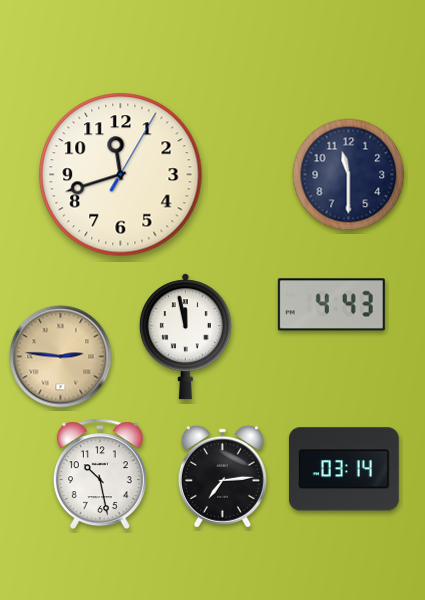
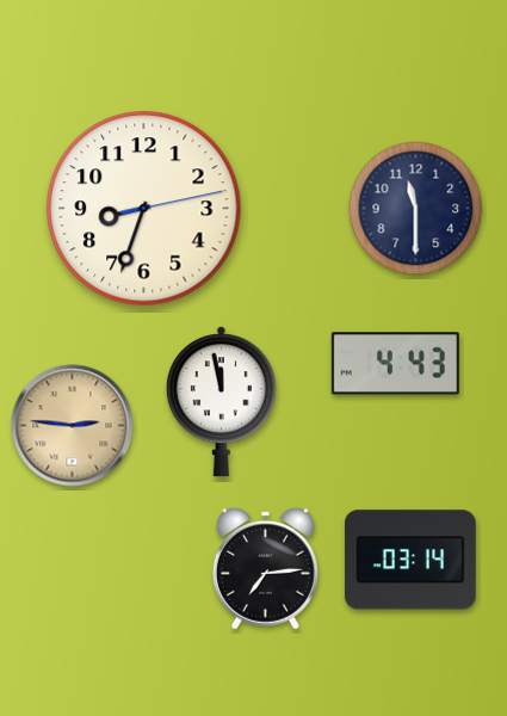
clock at (121, 175): 11:42 -> 8:33
clock at (100, 474): 10:28 -> none
